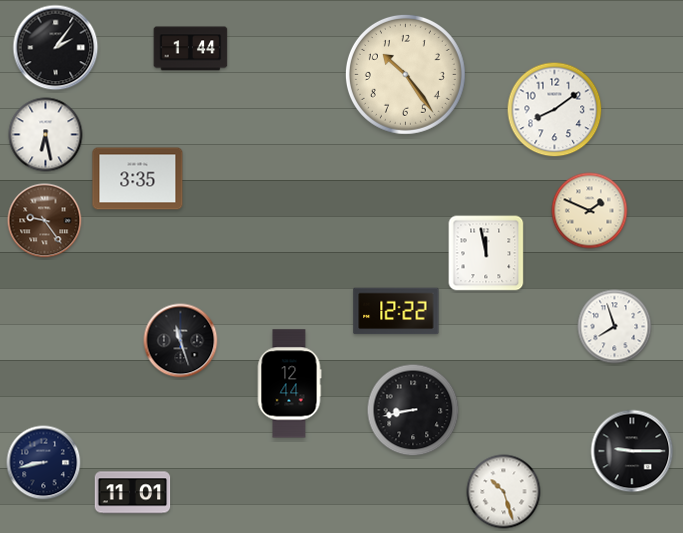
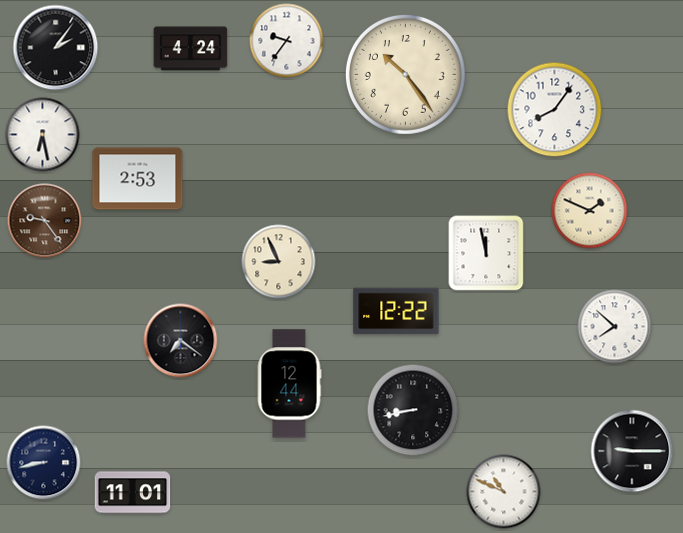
clock at (287, 41): none -> 9:36
clock at (191, 49): 1:44 -> 4:24
clock at (555, 110): 8:09 -> 8:06
clock at (46, 135) position: (46, 135) -> (43, 135)
clock at (138, 179): 3:35 -> 2:53
clock at (279, 262): none -> 8:56
clock at (615, 327): 7:57 -> 7:52
clock at (181, 341): 11:27 -> 7:21
clock at (504, 492): 10:27 -> 10:49
